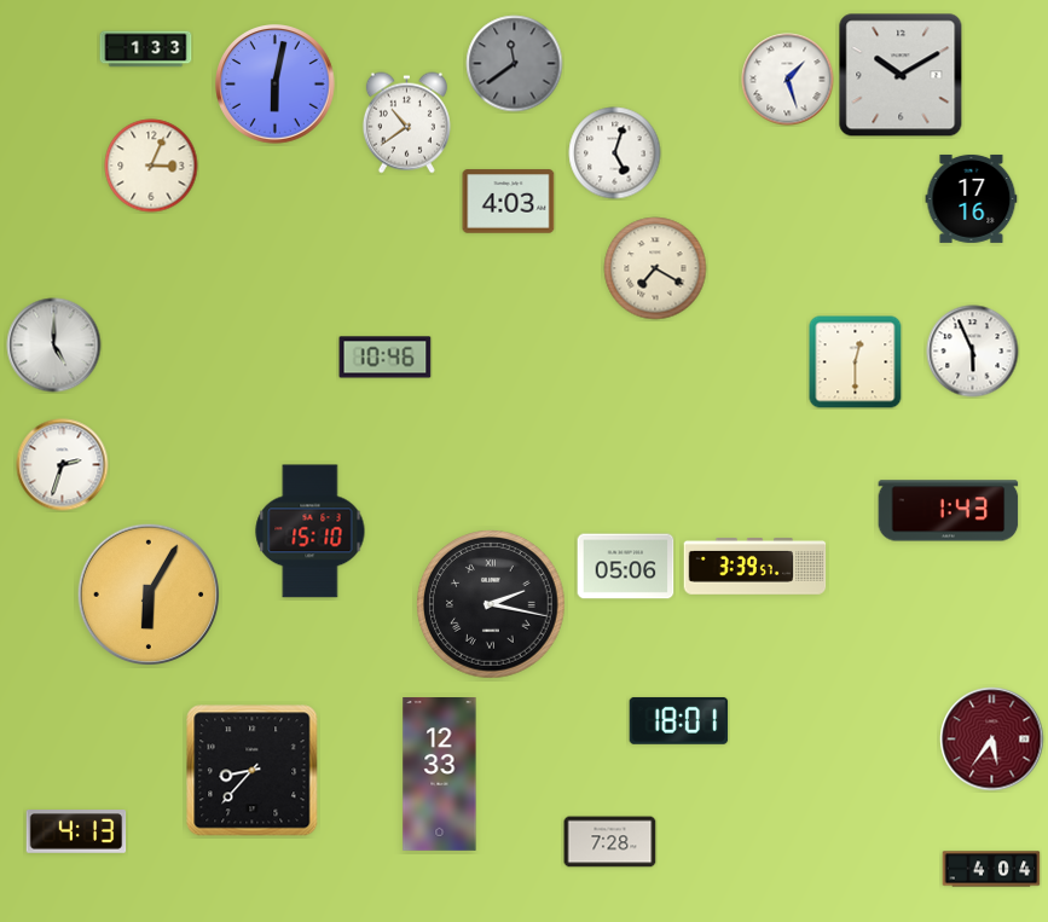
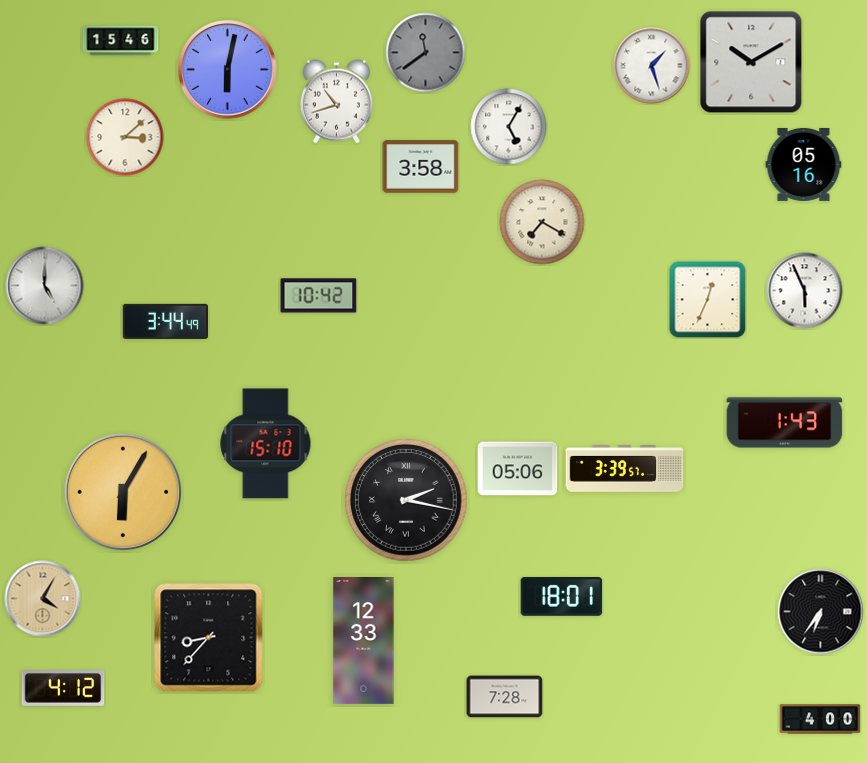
clock at (146, 50): 1:33 -> 15:46
clock at (901, 75) position: (901, 75) -> (751, 62)
clock at (406, 123): 10:39 -> 10:42
clock at (615, 153): 5:03 -> 5:05
clock at (151, 166): 3:04 -> 3:08
clock at (972, 198): 17:16 -> 05:16
clock at (509, 202): 4:03 -> 3:58
clock at (386, 358): 10:46 -> 10:42
clock at (856, 363): 12:30 -> 12:34
clock at (165, 321): none -> 3:44
clock at (63, 465): 2:33 -> none
clock at (311, 532) position: (311, 532) -> (266, 444)
clock at (43, 599): none -> 4:05
clock at (992, 740): 5:36 -> 6:36
clock at (992, 740) dial: burgundy -> black
clock at (76, 833): 4:13 -> 4:12
clock at (991, 869): 4:04 -> 4:00
